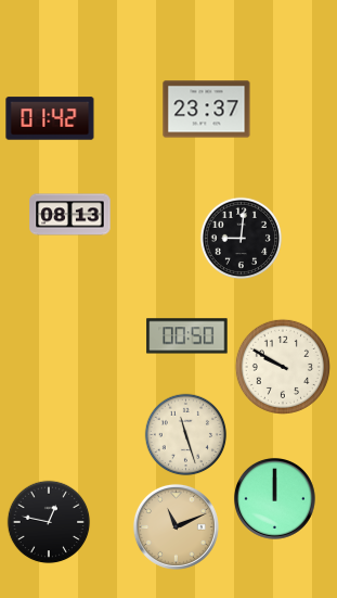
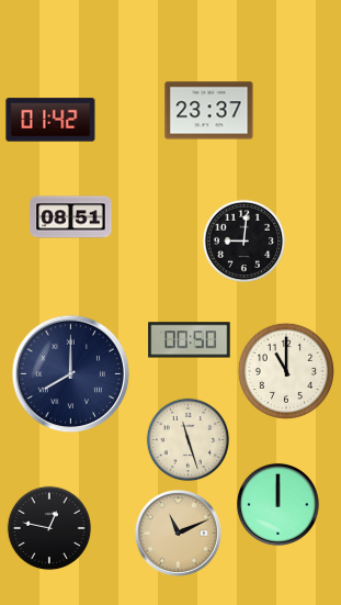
clock at (70, 215): 08:13 -> 08:51
clock at (283, 367): 9:50 -> 11:00
clock at (71, 374): none -> 8:00
